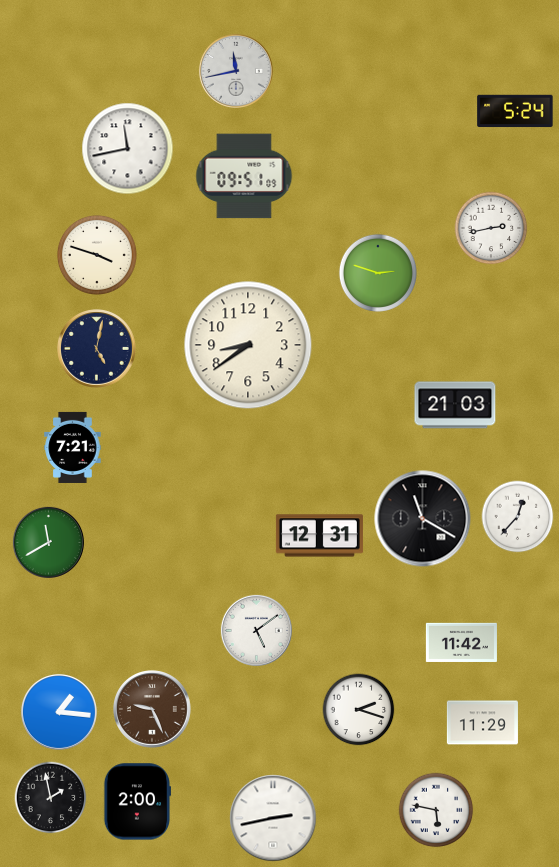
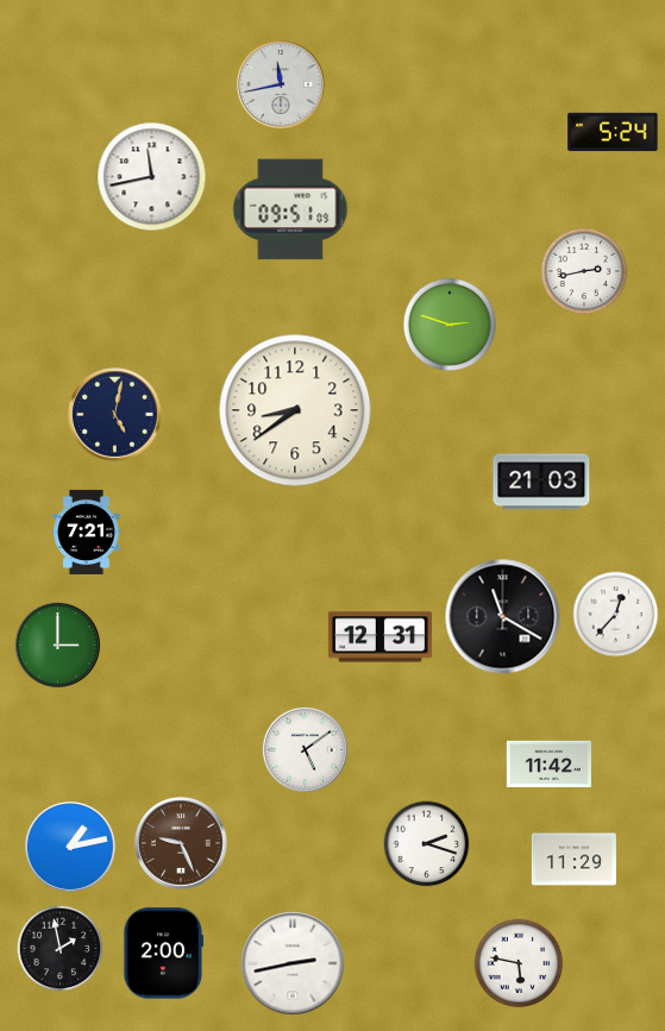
clock at (97, 255): 3:48 -> none
clock at (48, 542): 11:40 -> 3:00
clock at (59, 712): 1:16 -> 1:13
clock at (273, 818) position: (273, 818) -> (293, 963)
